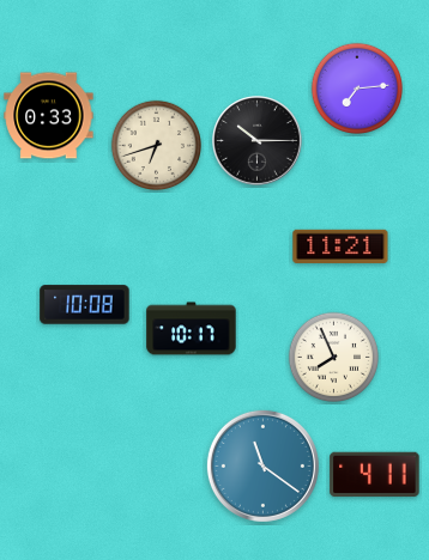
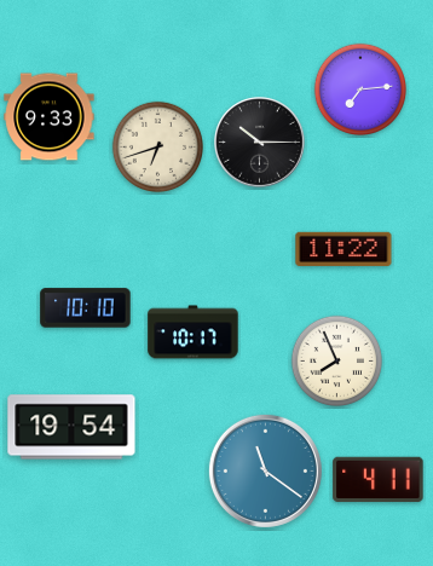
clock at (49, 116): 0:33 -> 9:33
clock at (340, 246): 11:21 -> 11:22
clock at (85, 305): 10:08 -> 10:10
clock at (71, 427): none -> 19:54
